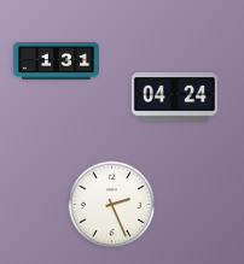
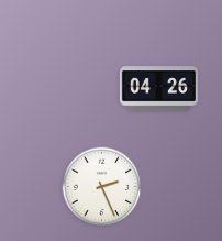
clock at (56, 60): 1:31 -> none
clock at (174, 98): 04:24 -> 04:26
